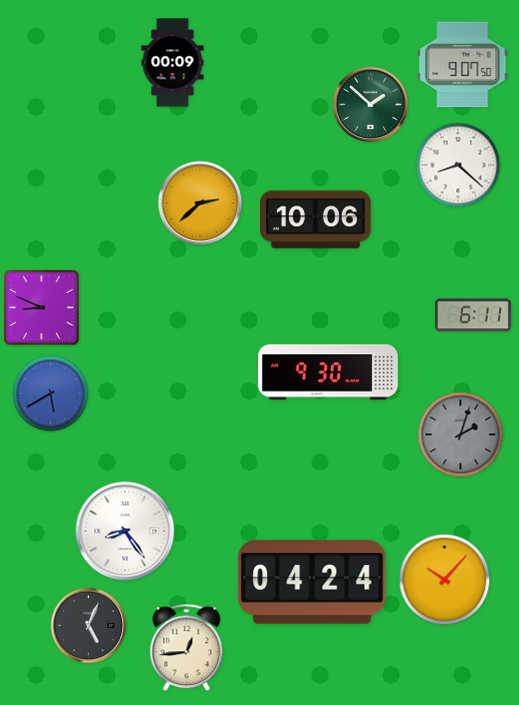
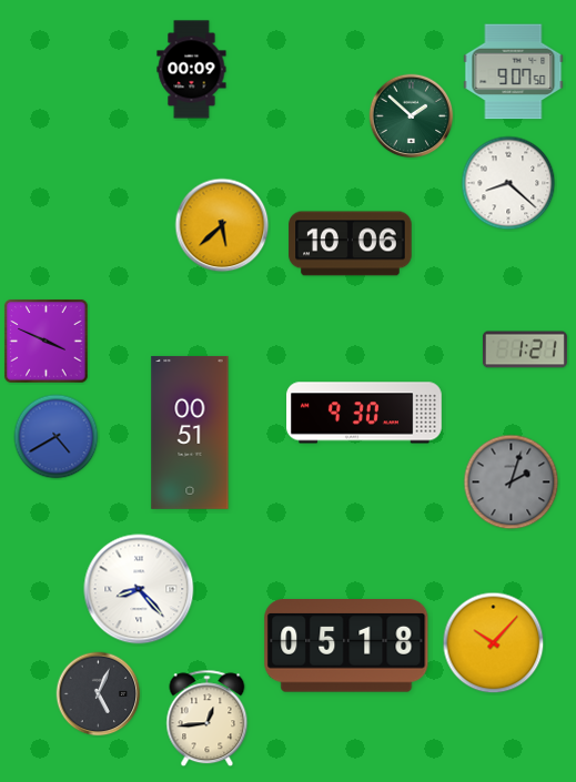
clock at (200, 203): 2:38 -> 5:38
clock at (42, 308): 8:49 -> 3:49
clock at (473, 315): 6:11 -> 1:21
clock at (190, 433): none -> 00:51
clock at (51, 394): 5:40 -> 4:40
clock at (125, 531): 8:24 -> 8:23
clock at (312, 583): 04:24 -> 05:18
